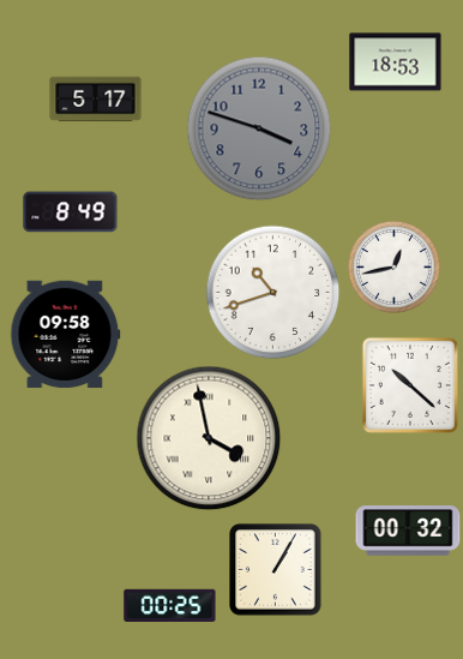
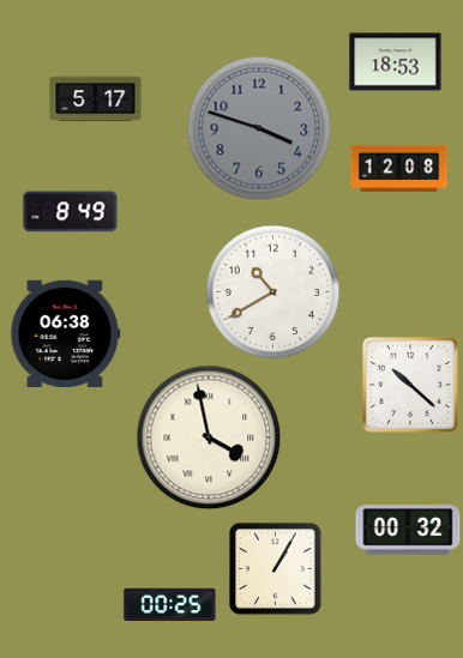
clock at (399, 169): none -> 12:08
clock at (393, 266): 12:43 -> none
clock at (273, 293): 10:42 -> 10:40
clock at (66, 335): 09:58 -> 06:38
